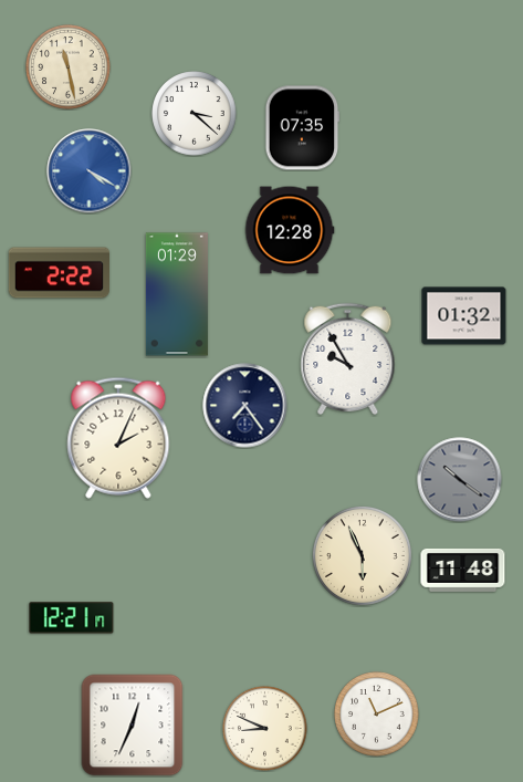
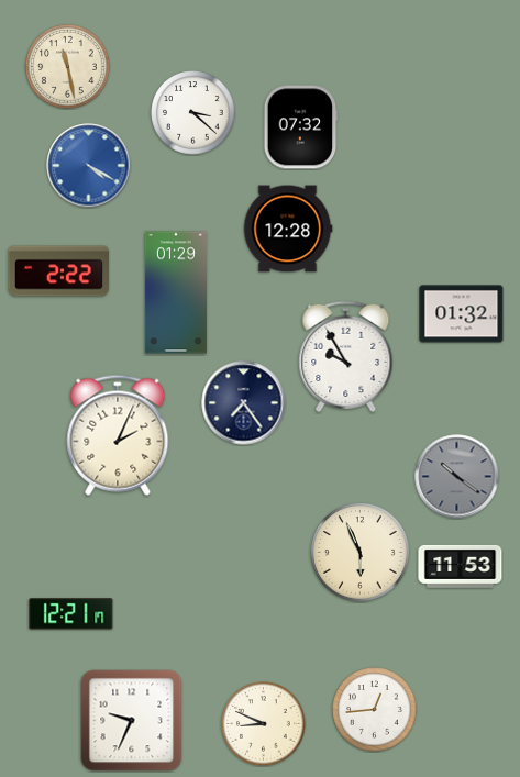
clock at (303, 128): 07:35 -> 07:32
clock at (90, 171) position: (90, 171) -> (89, 166)
clock at (463, 570): 11:48 -> 11:53
clock at (377, 715): 11:11 -> 12:44
clock at (133, 726): 12:34 -> 9:34
